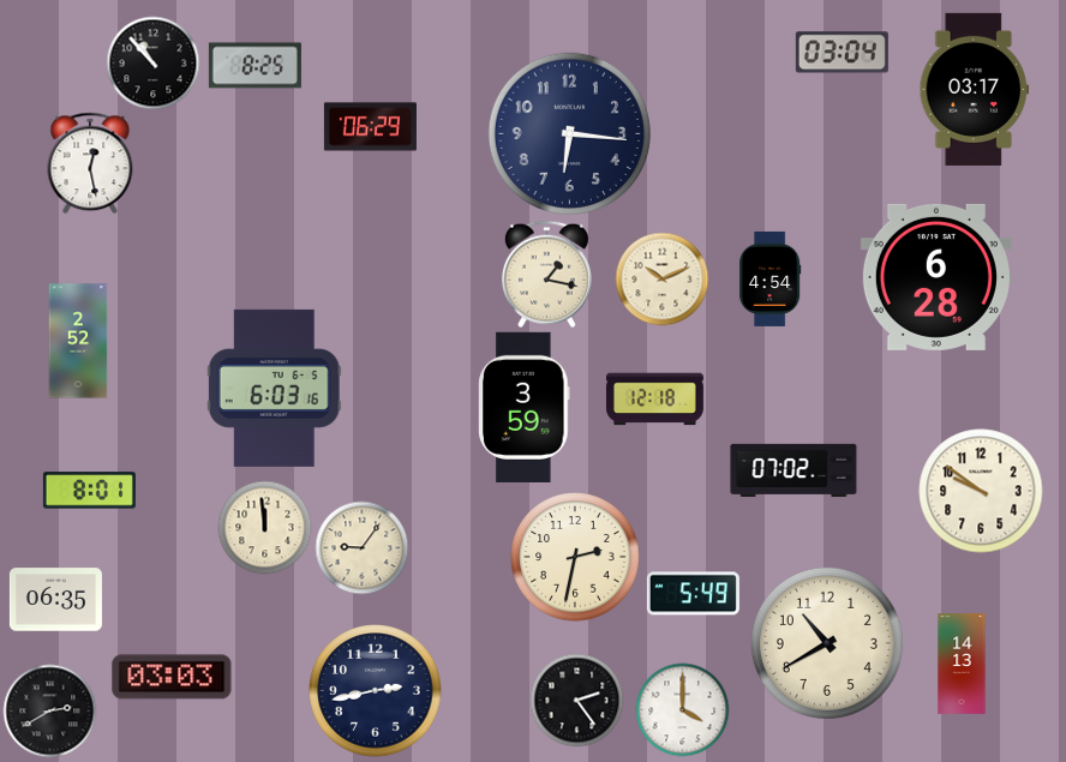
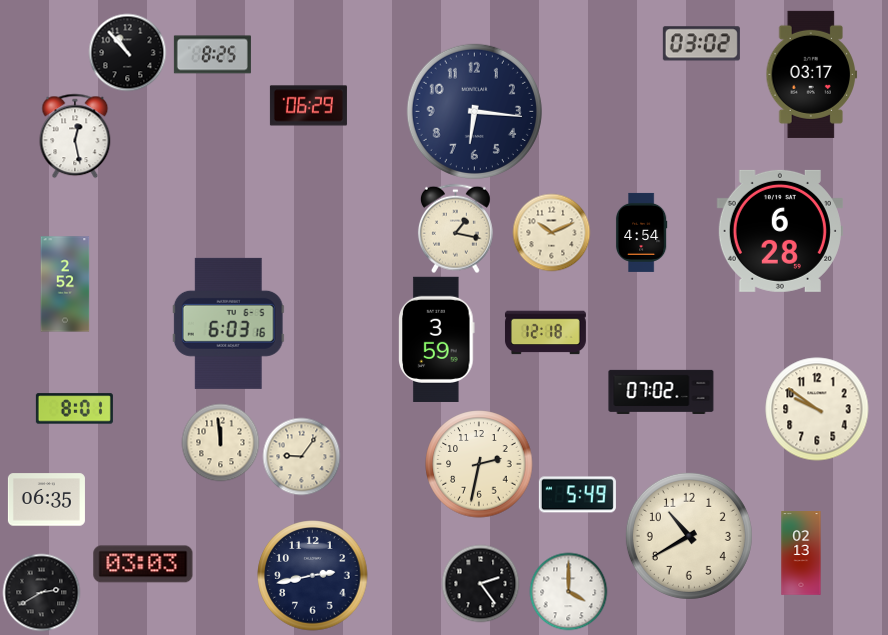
clock at (842, 53): 03:04 -> 03:02
clock at (264, 527) position: (264, 527) -> (220, 442)
clock at (962, 664): 14:13 -> 02:13
